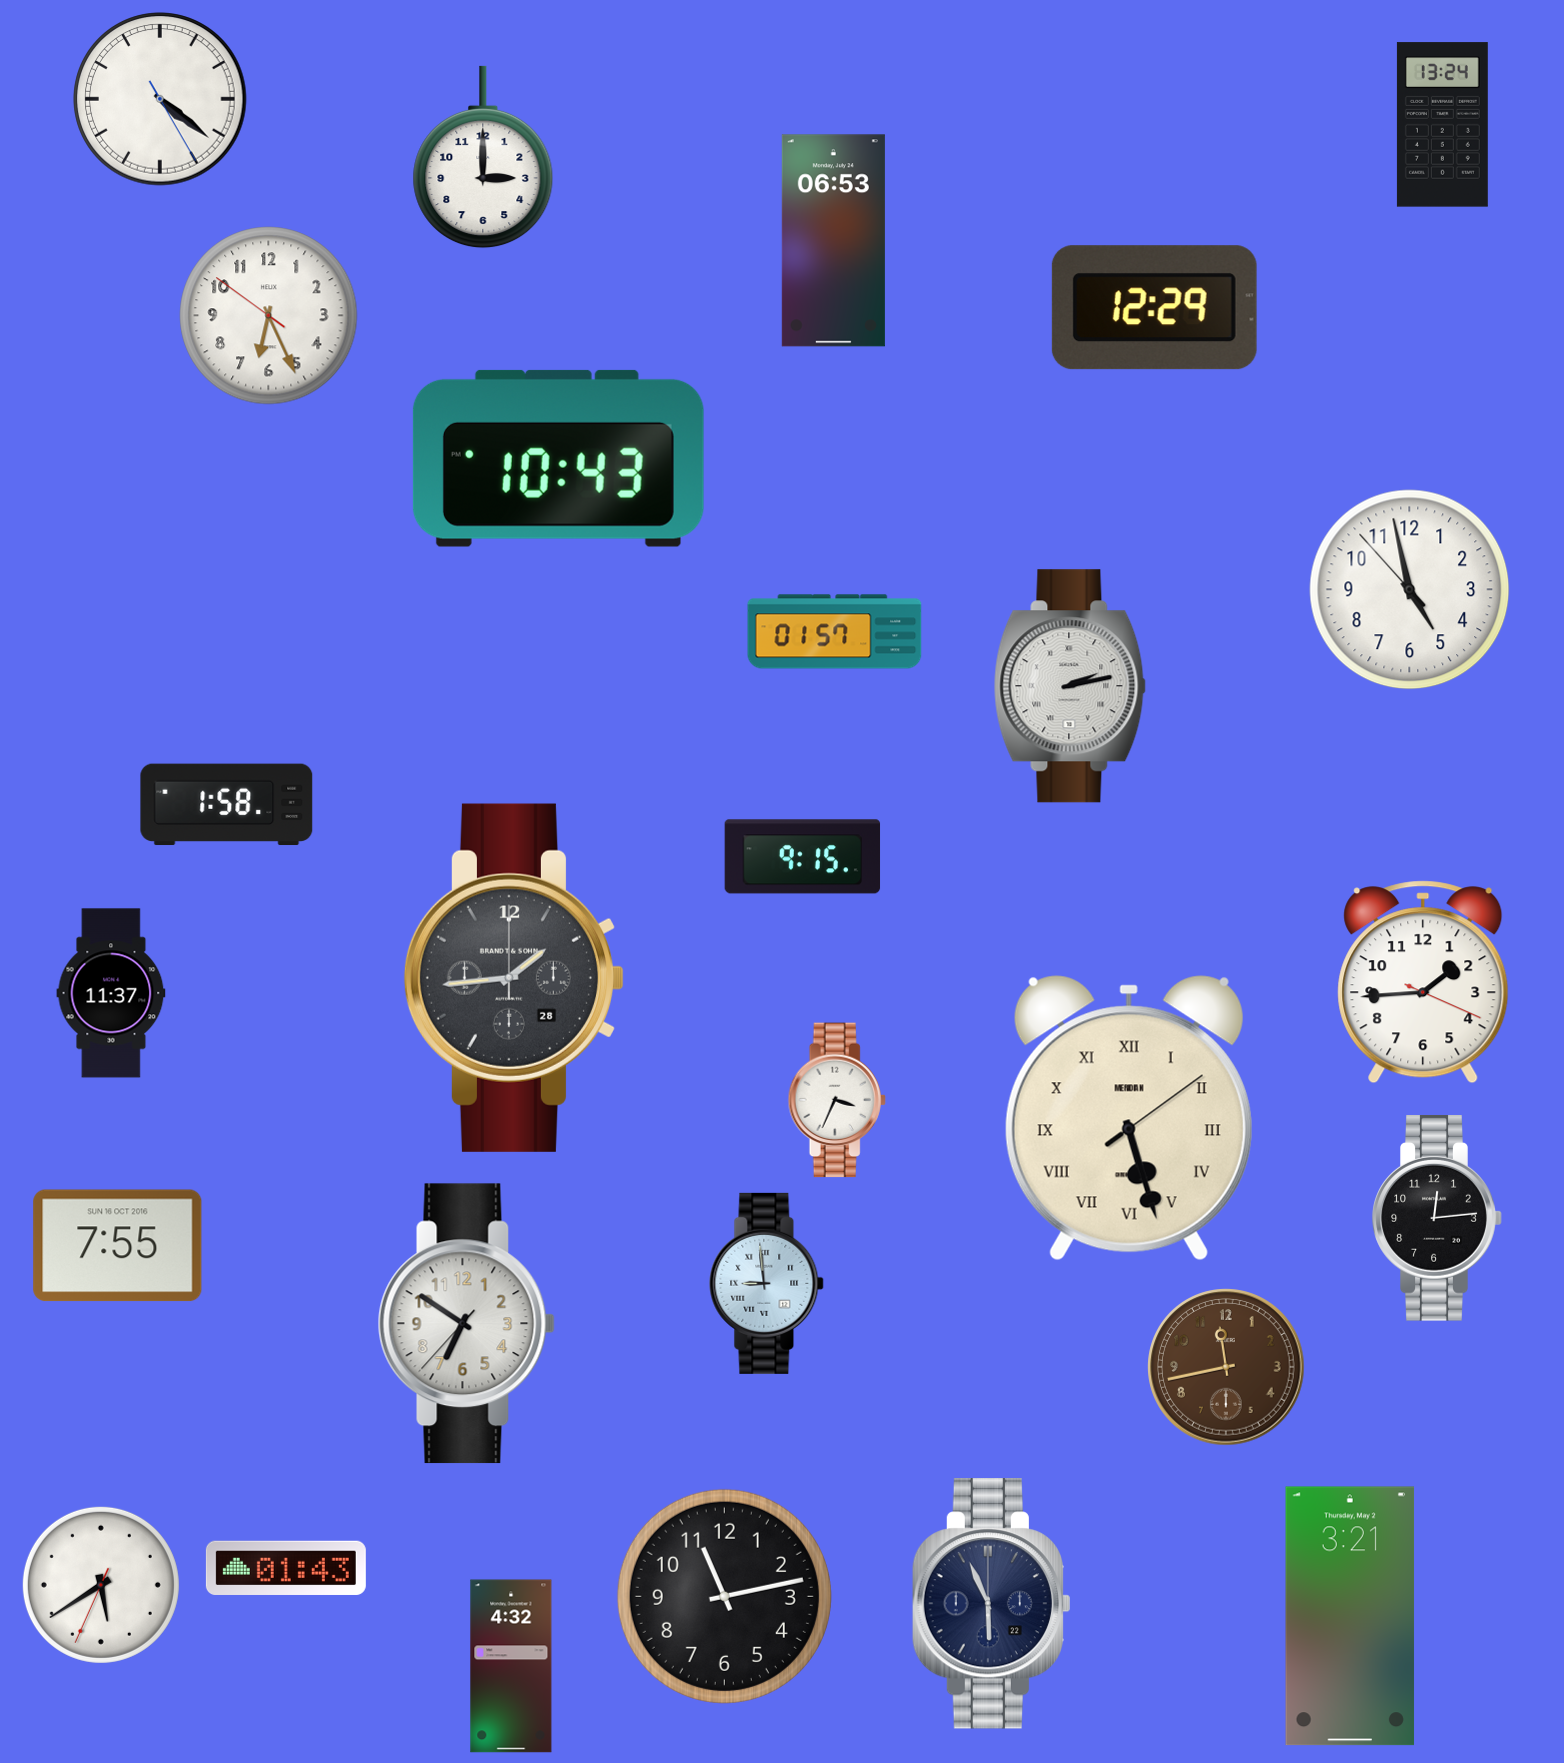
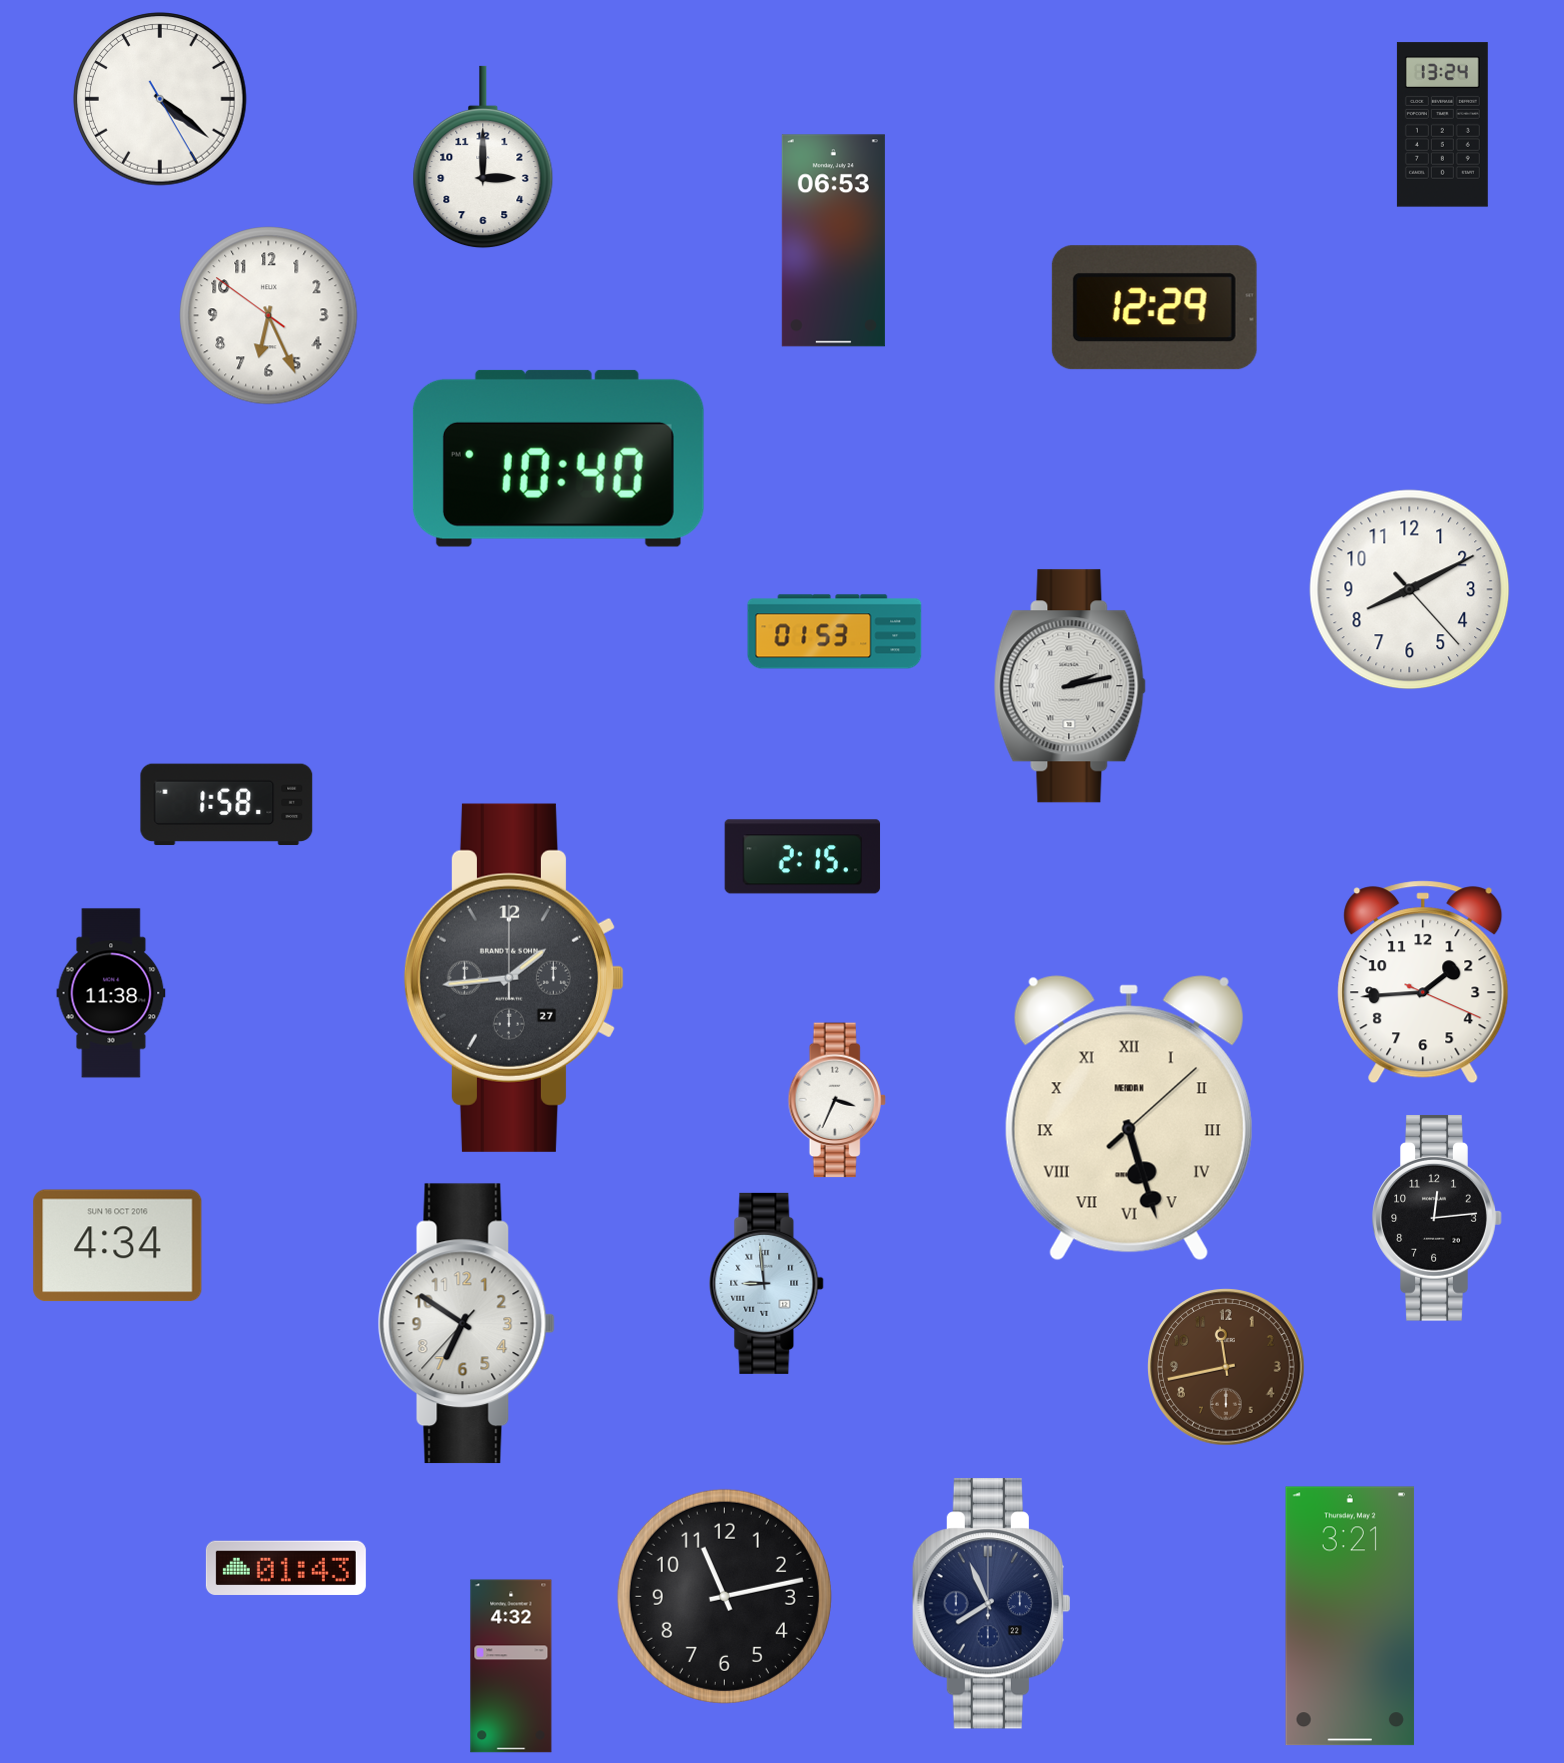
clock at (558, 458): 10:43 -> 10:40
clock at (1410, 590): 4:57 -> 8:10
clock at (835, 632): 01:57 -> 01:53
clock at (803, 857): 9:15 -> 2:15
clock at (514, 978) date: 28 -> 27
clock at (111, 993): 11:37 -> 11:38
clock at (1129, 1118): 5:27:09 -> 5:27:08
clock at (118, 1246): 7:55 -> 4:34
clock at (101, 1585): 5:39 -> none
clock at (991, 1604): 5:56 -> 7:56
